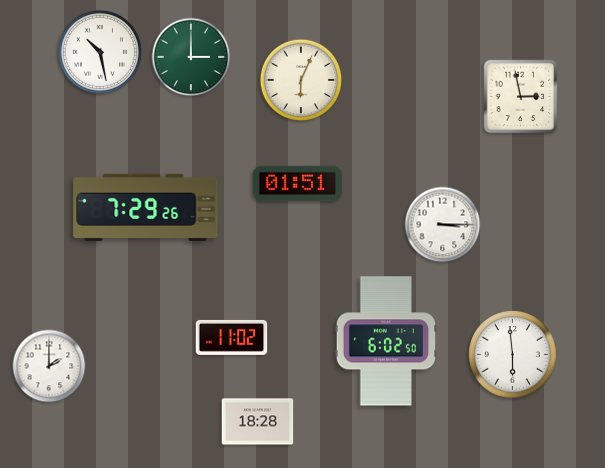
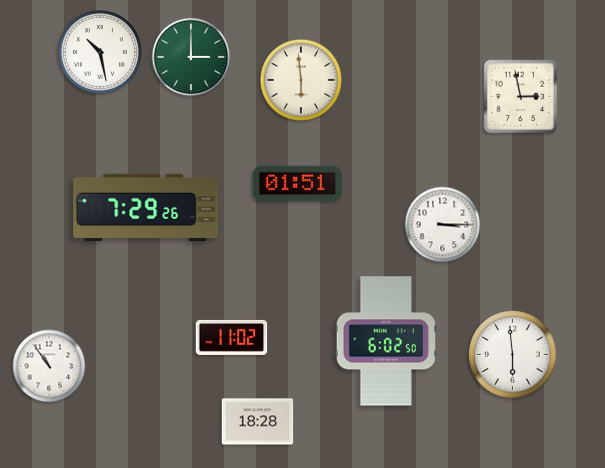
clock at (300, 79): 6:04 -> 5:59
clock at (49, 366): 2:00 -> 10:54
